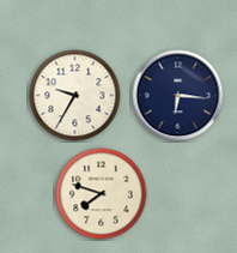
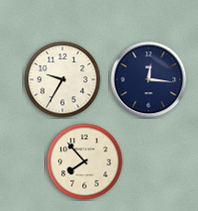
clock at (178, 96): 6:16 -> 12:16
clock at (102, 194): 7:48 -> 7:53
